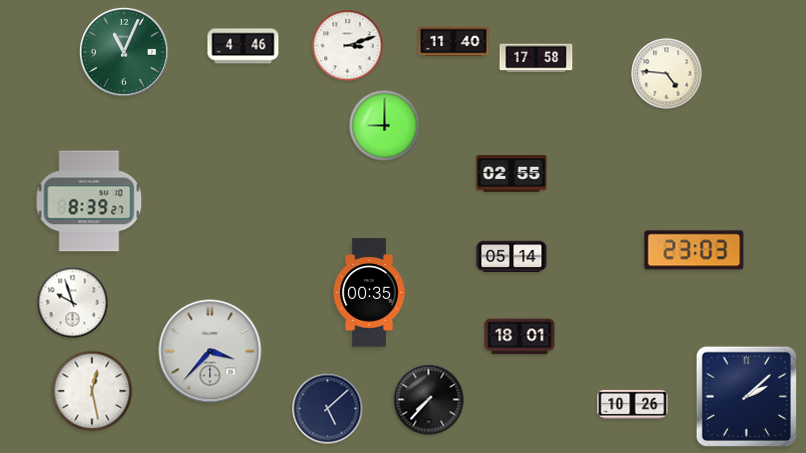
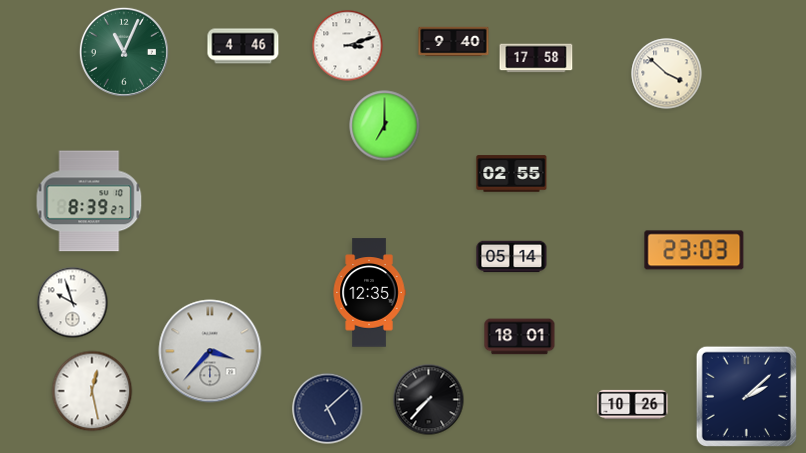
clock at (454, 42): 11:40 -> 9:40
clock at (667, 74): 4:46 -> 3:52
clock at (385, 126): 9:00 -> 7:00
clock at (369, 293): 00:35 -> 12:35
